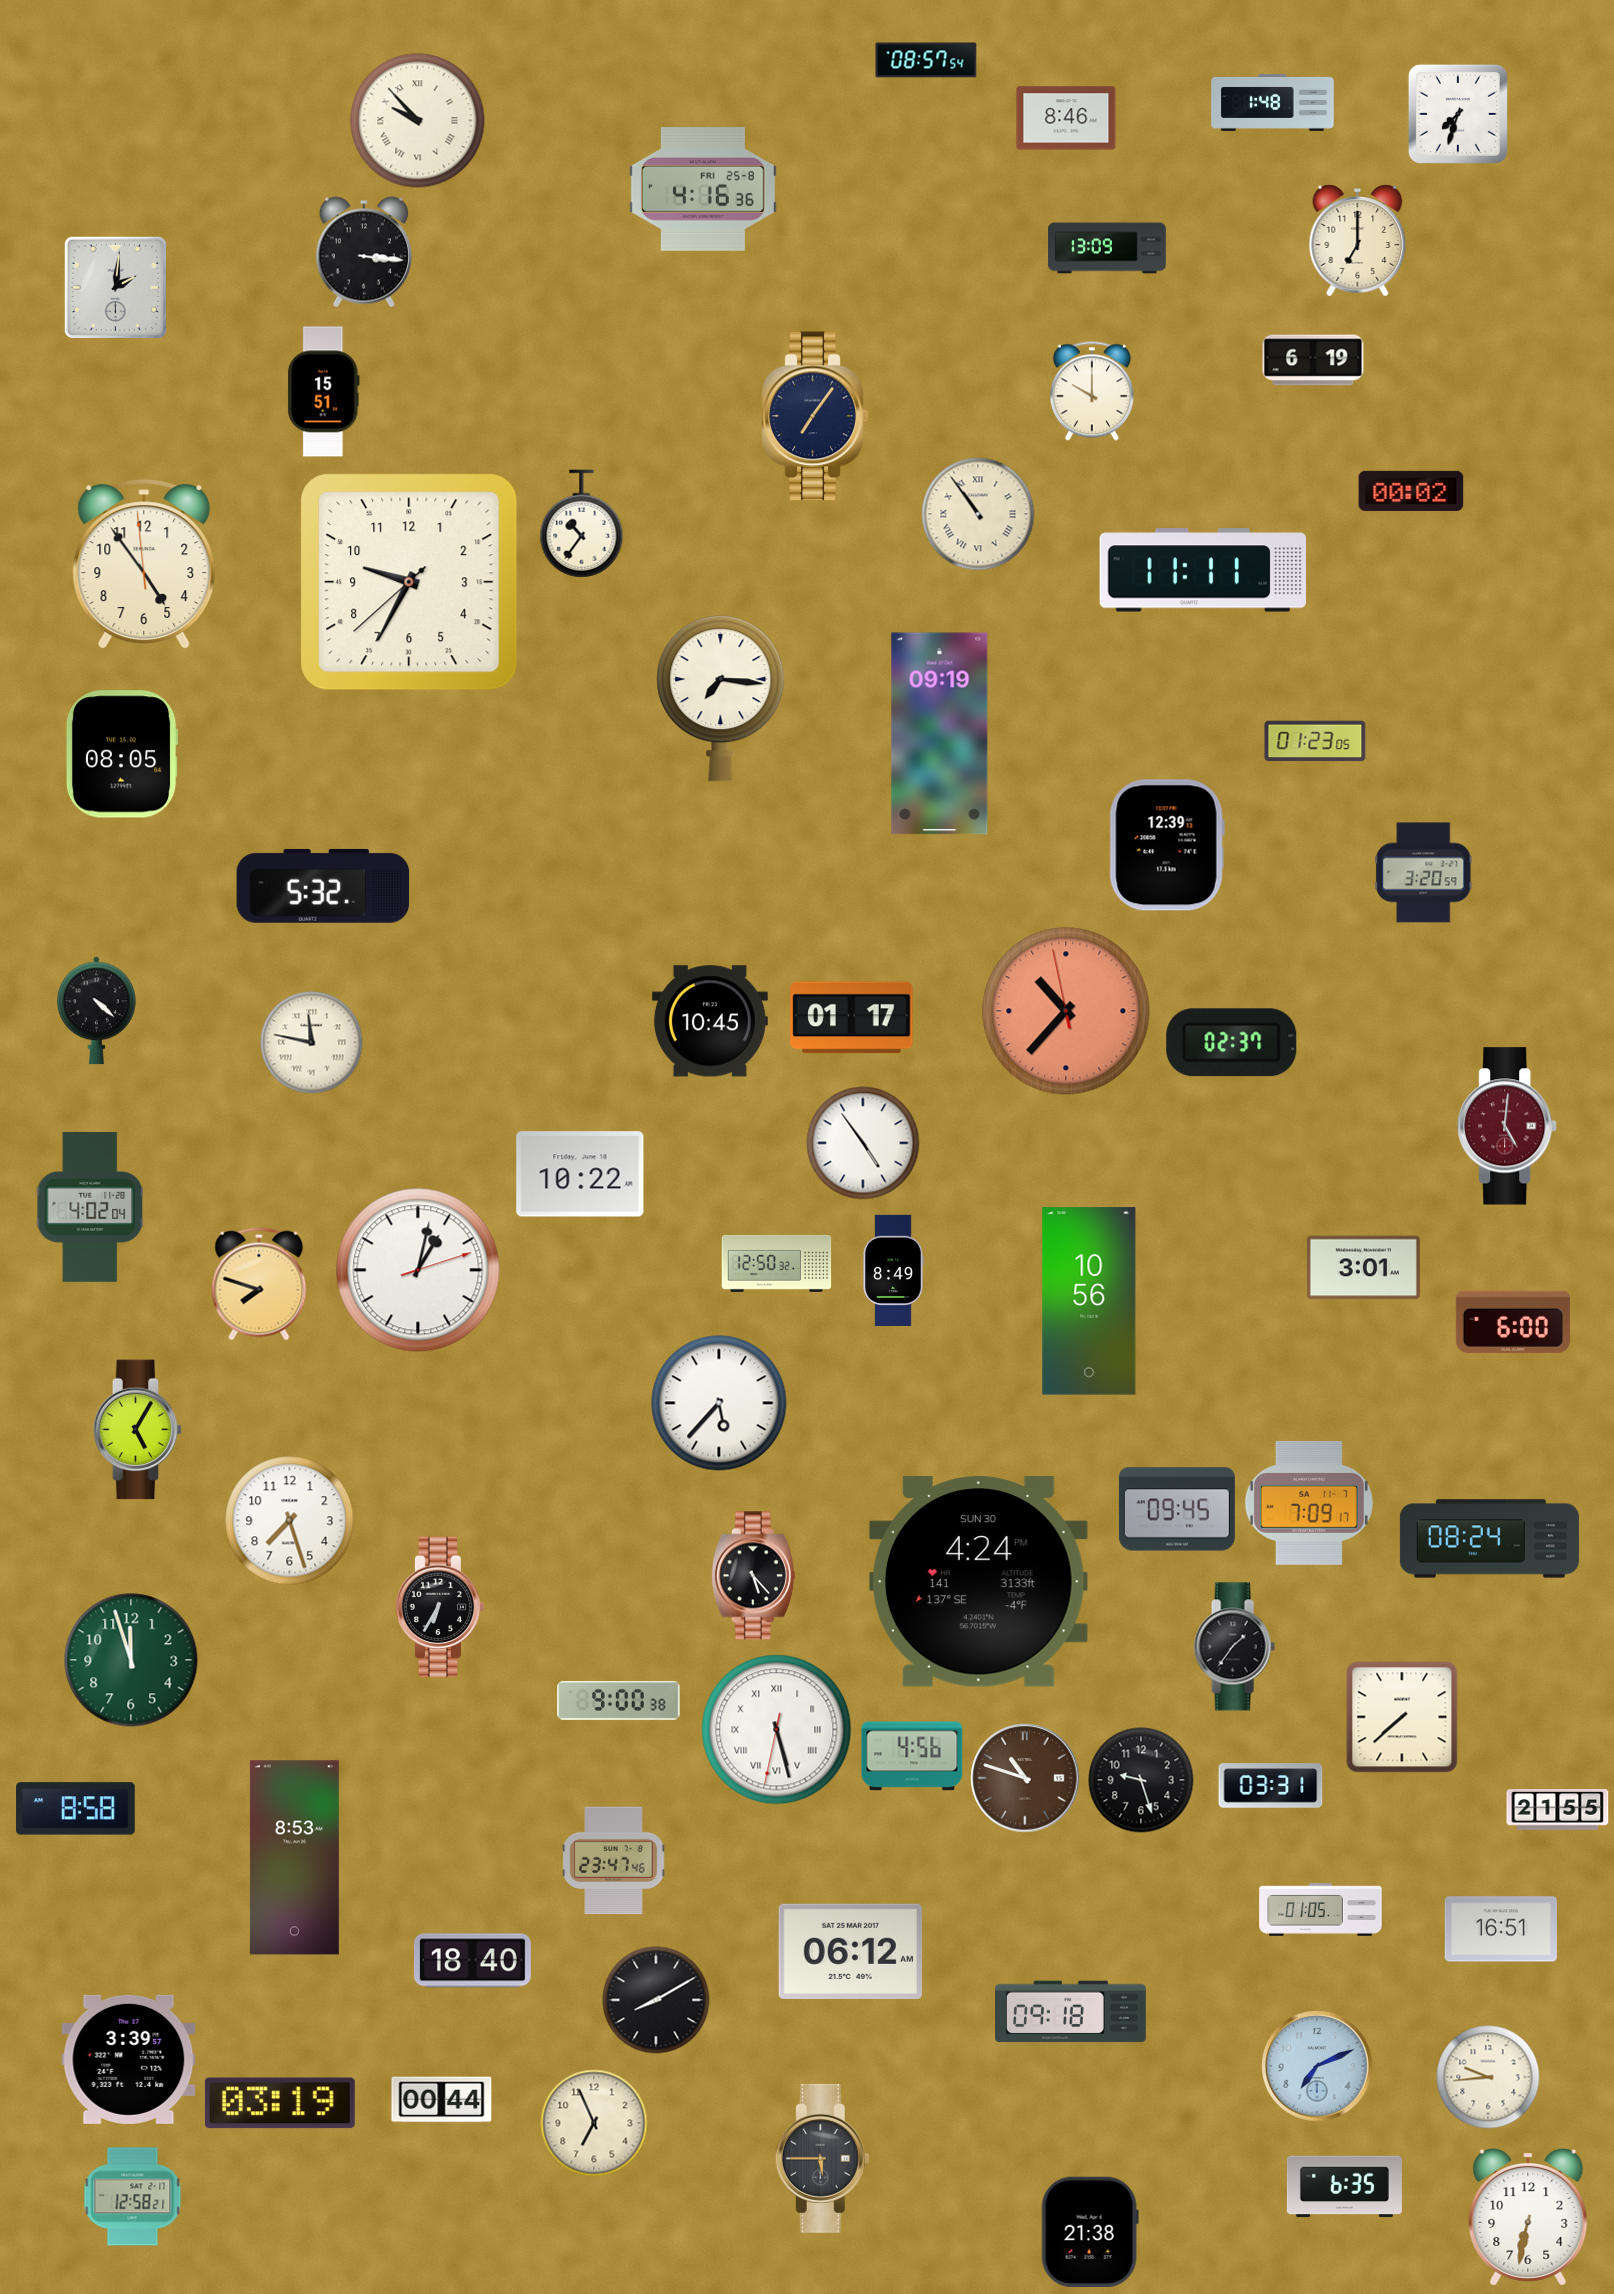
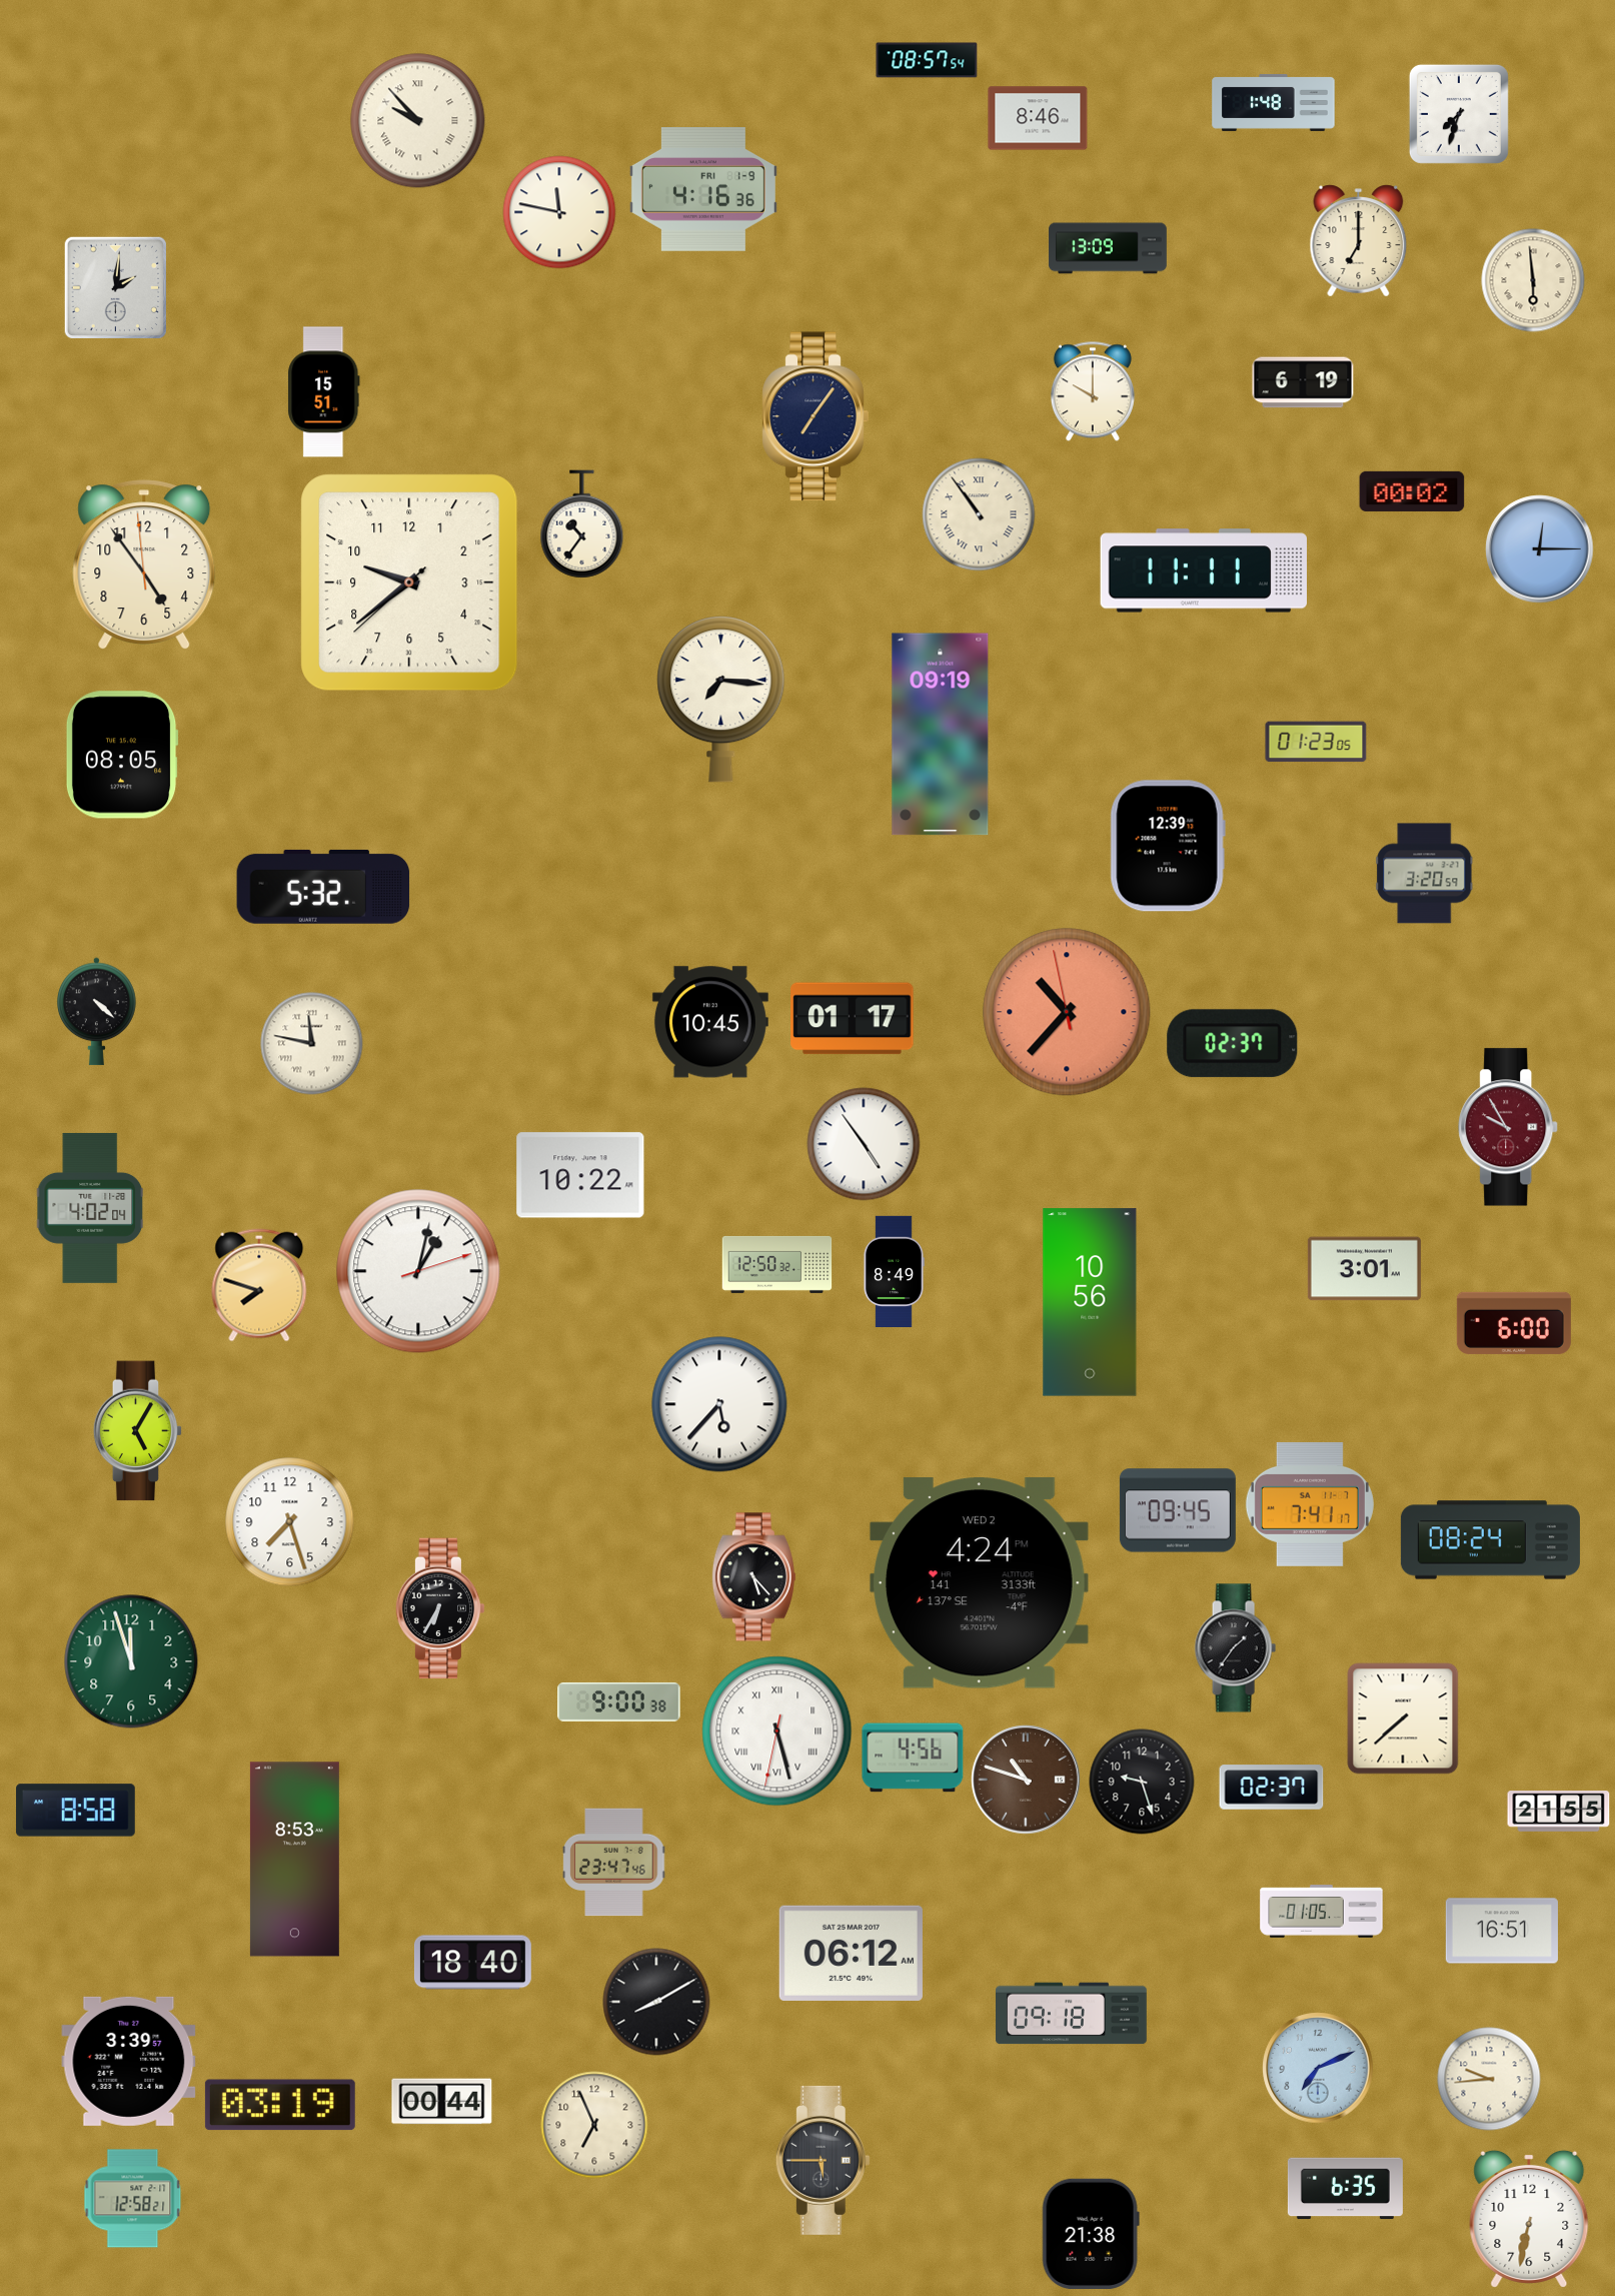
clock at (1066, 118) position: (1066, 118) -> (1038, 118)
clock at (703, 190) date: FRI 25-8 -> FRI 1-9
clock at (559, 212): none -> 11:47
clock at (364, 252): 3:16 -> none
clock at (1533, 280): none -> 5:59
clock at (1313, 360) position: (1313, 360) -> (1303, 382)
clock at (1540, 549): none -> 12:15
clock at (409, 582): 9:34 -> 9:38
clock at (1508, 1126): 5:01 -> 9:55
clock at (1309, 1503): 7:09 -> 7:41
clock at (978, 1582) date: SUN 30 -> WED 2
clock at (1271, 1786): 03:31 -> 02:37
